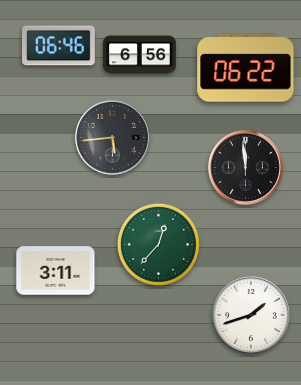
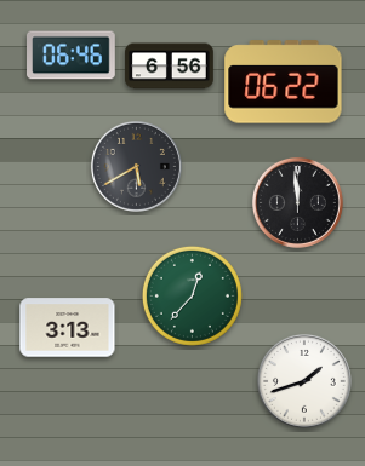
clock at (246, 68) position: (246, 68) -> (284, 82)
clock at (112, 137): 5:44 -> 5:40
clock at (56, 271): 3:11 -> 3:13
